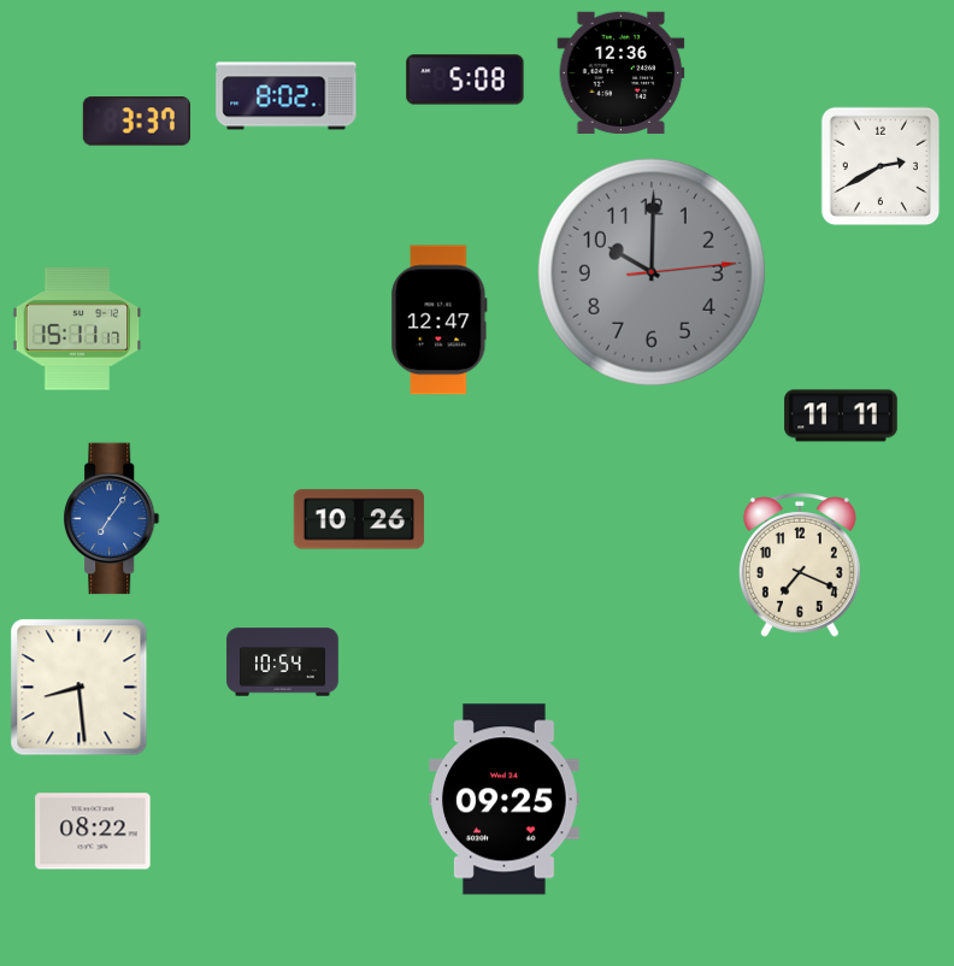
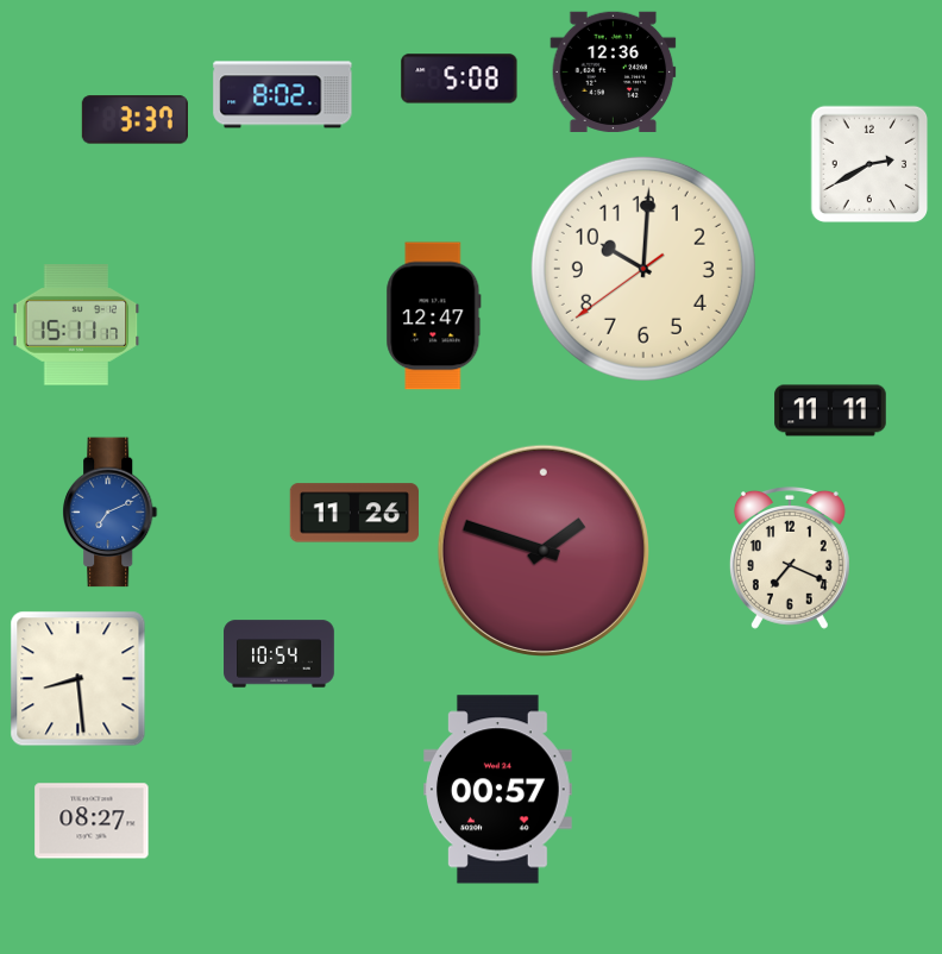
clock at (652, 272): 10:00:14 -> 10:00:39
clock at (652, 272) dial: grey -> cream
clock at (112, 519): 7:06 -> 7:11
clock at (359, 519): 10:26 -> 11:26
clock at (544, 551): none -> 1:48
clock at (505, 800): 09:25 -> 00:57
clock at (93, 831): 08:22 -> 08:27
